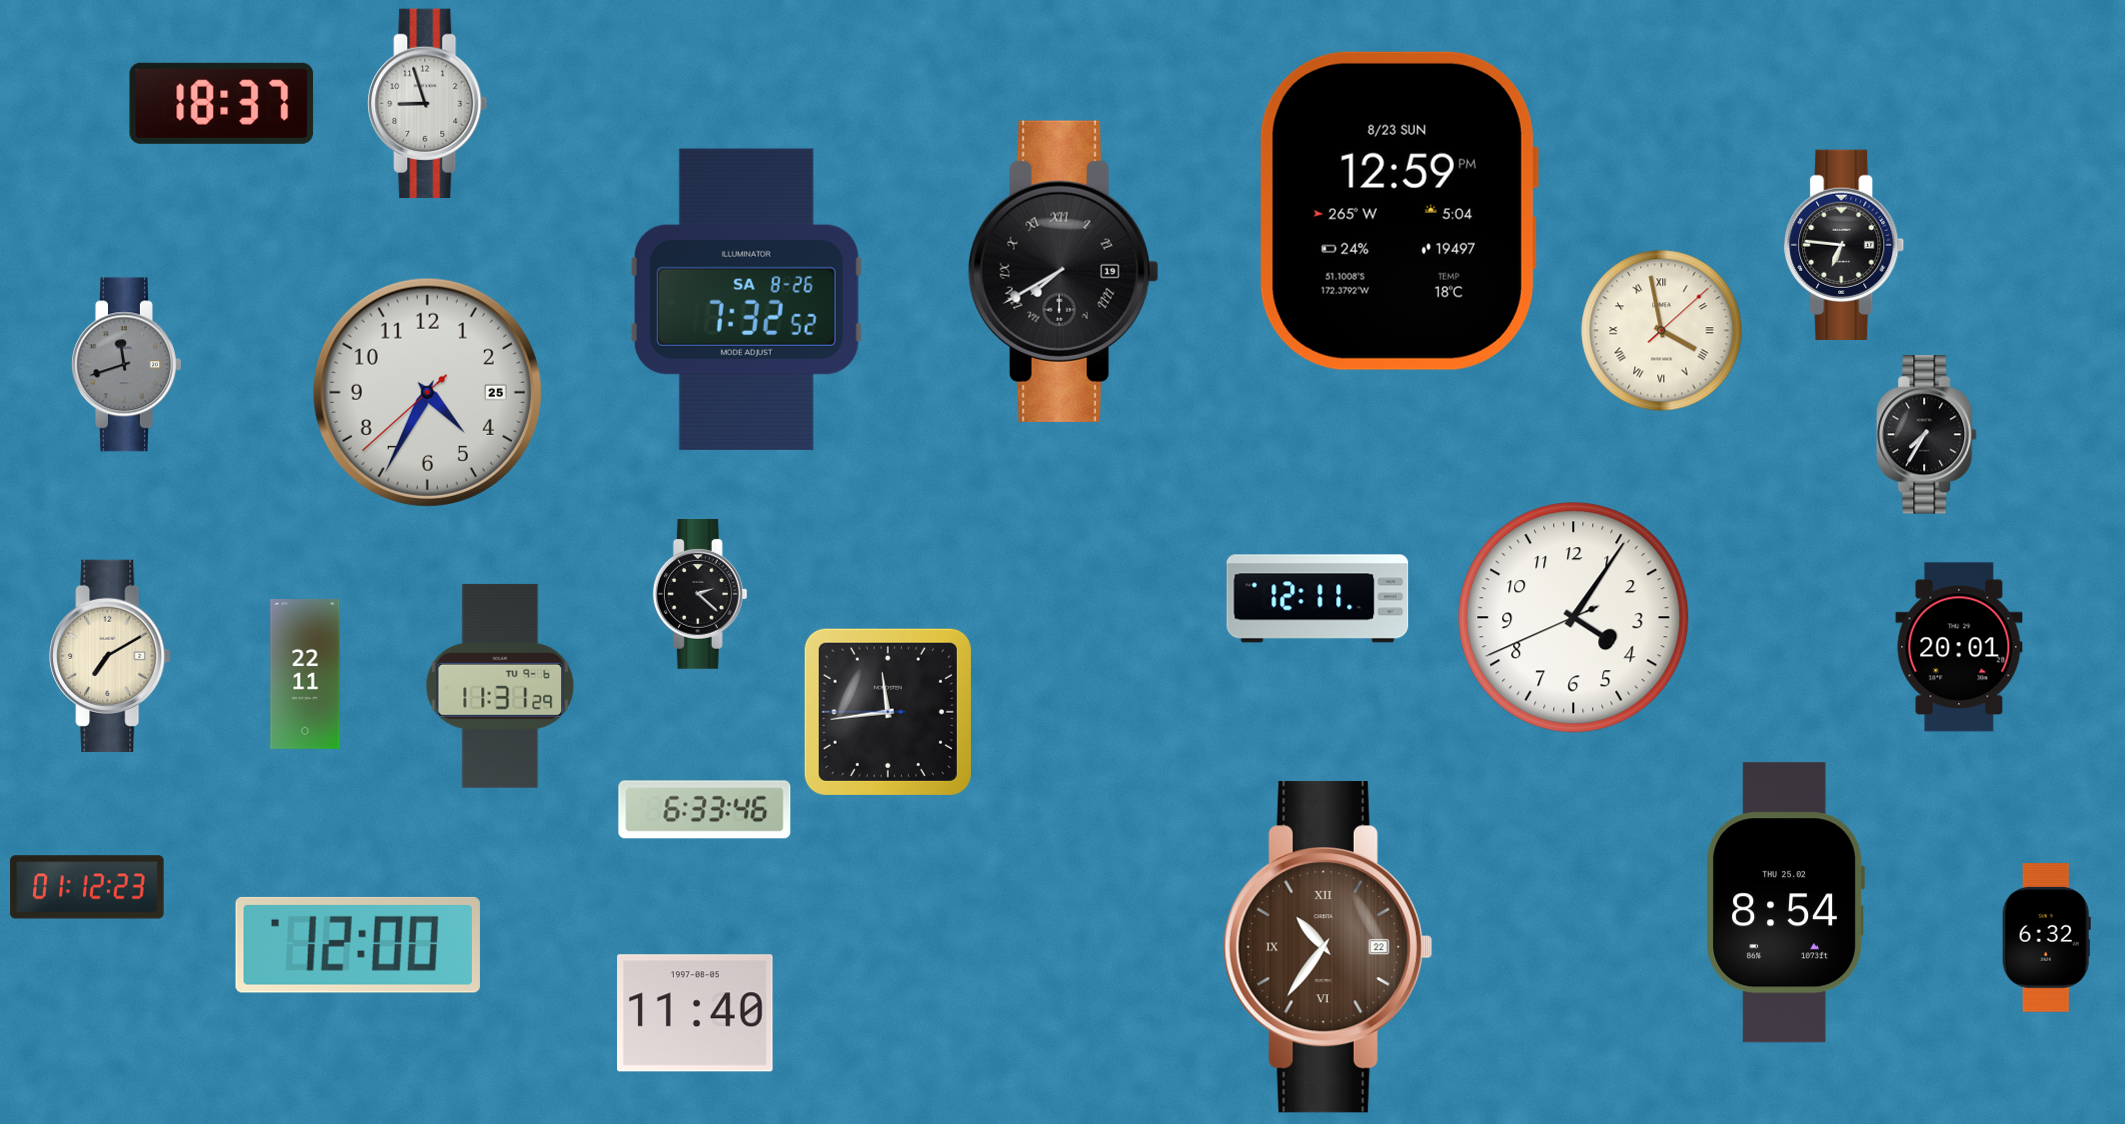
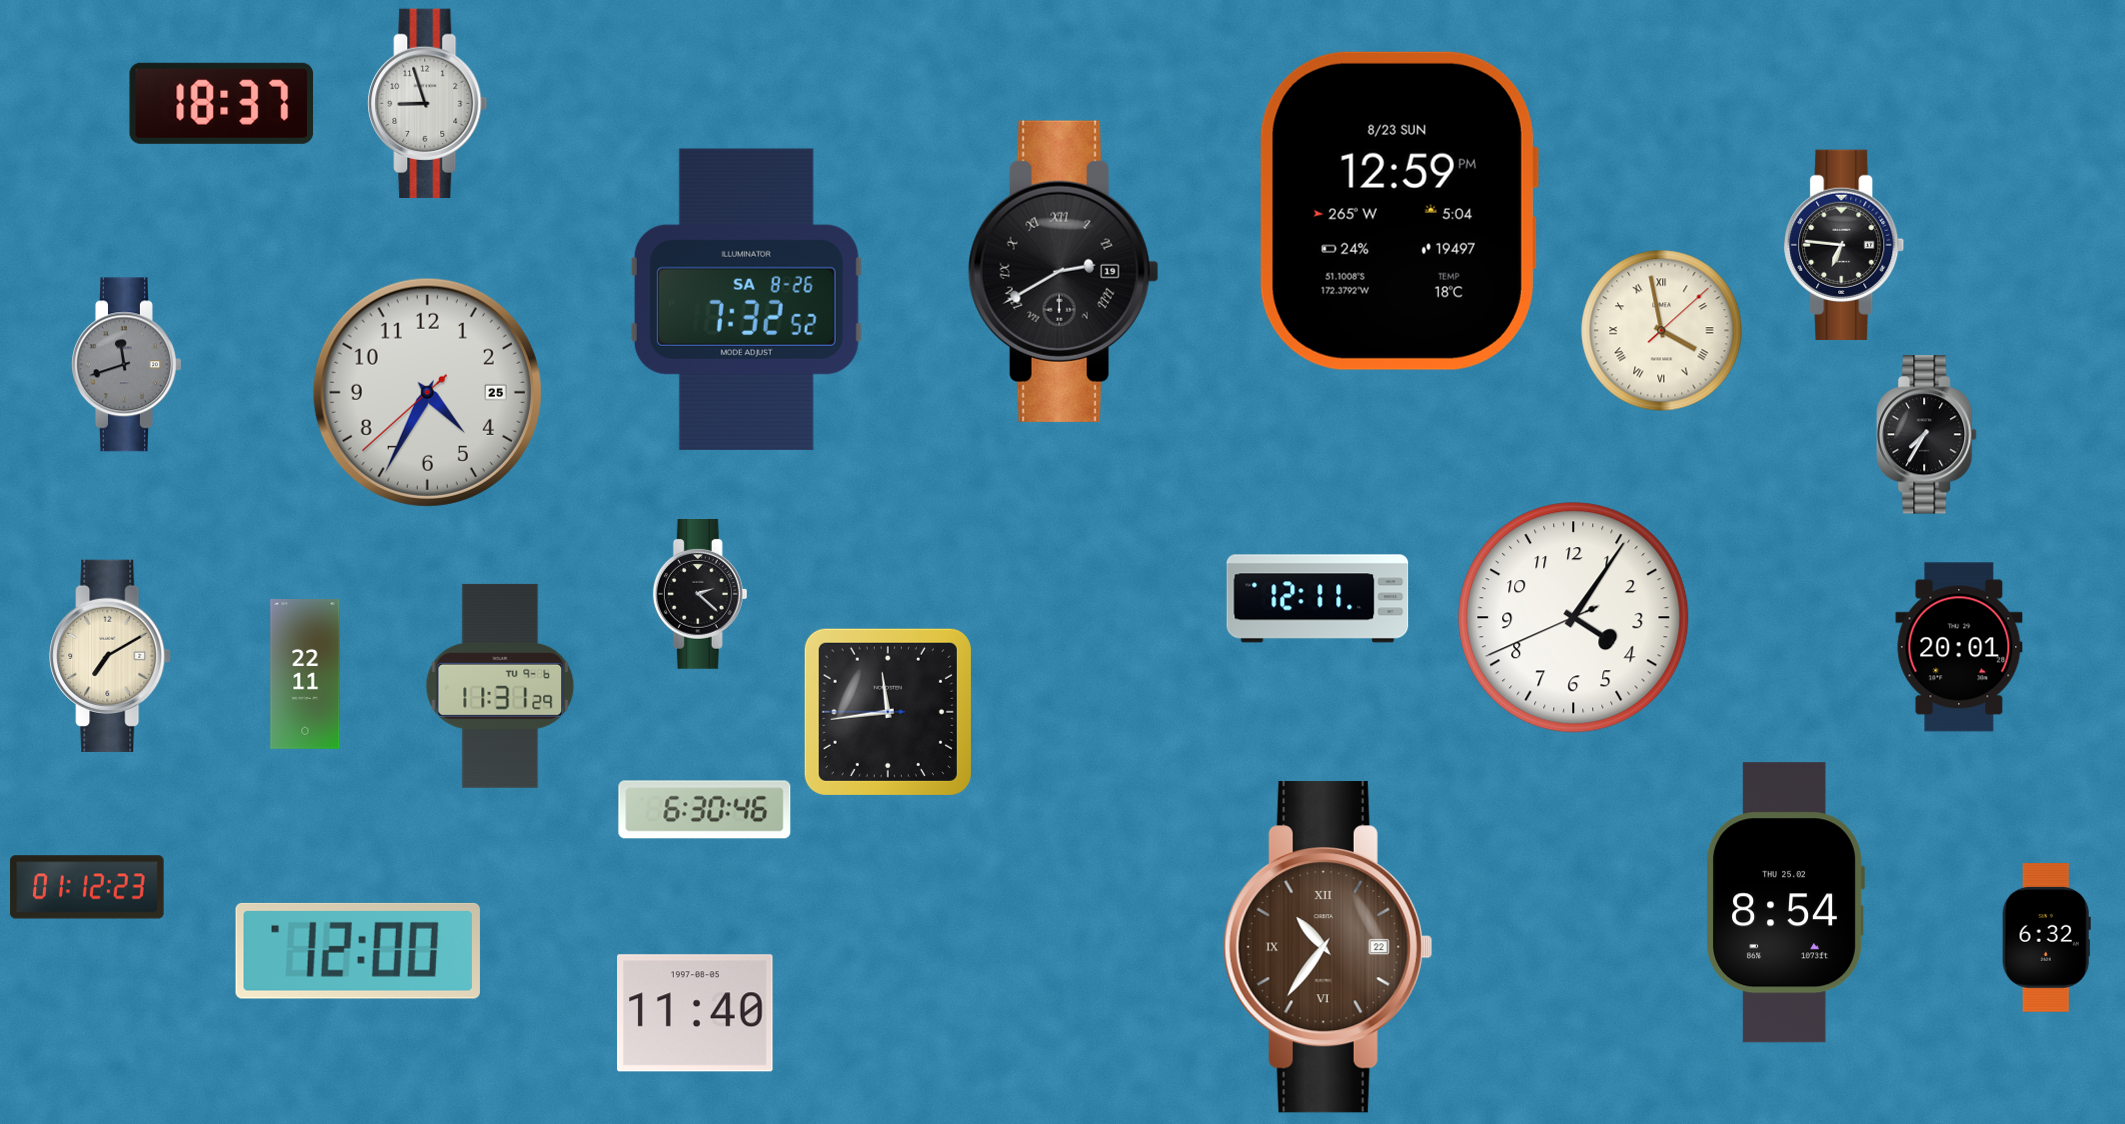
clock at (1063, 271): 7:40 -> 2:40
clock at (705, 810): 6:33 -> 6:30
clock at (358, 945) position: (358, 945) -> (358, 951)
